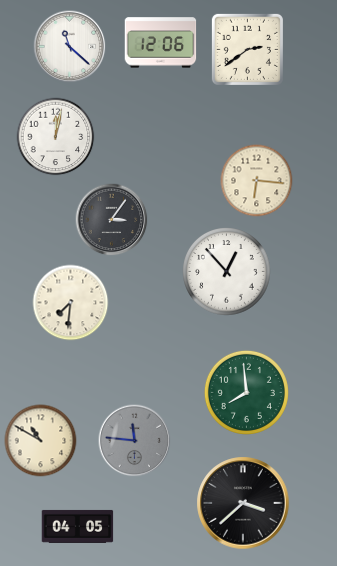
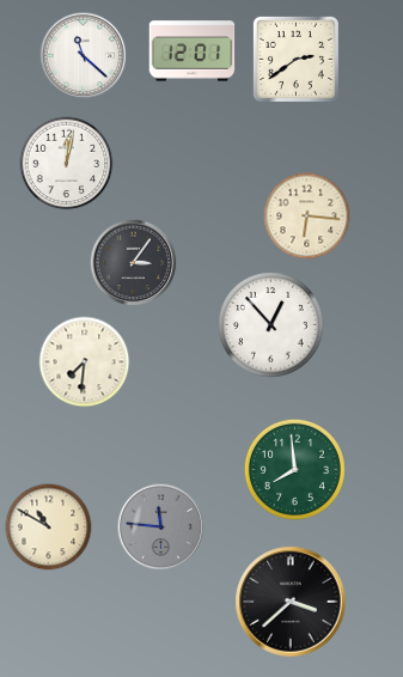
clock at (161, 43): 12:06 -> 12:01
clock at (78, 526): 04:05 -> none
